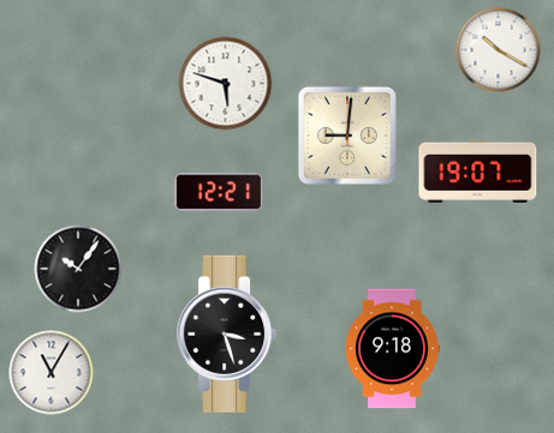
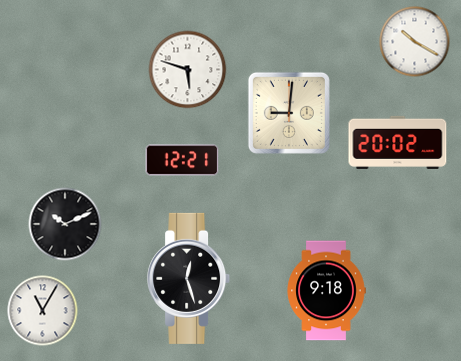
clock at (478, 170): 19:07 -> 20:02
clock at (78, 269): 10:06 -> 10:11
clock at (227, 333): 3:27 -> 12:27
